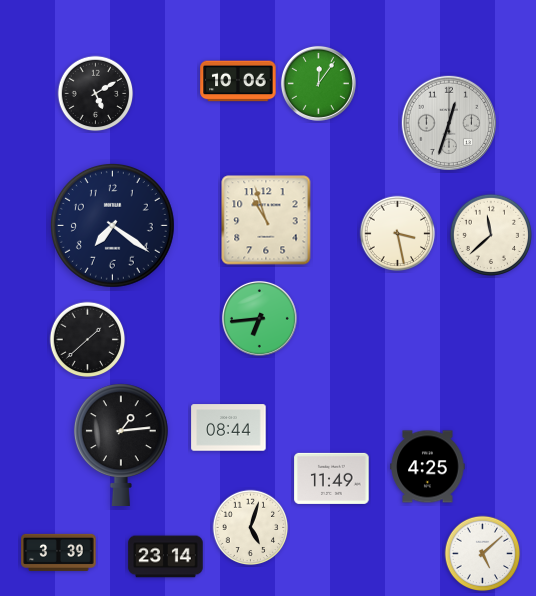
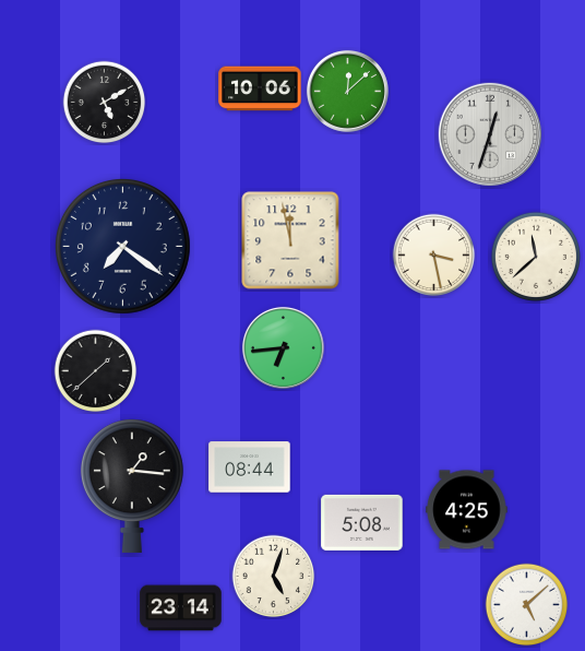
clock at (318, 83): 12:06 -> 12:08
clock at (266, 220): 10:57 -> 11:58
clock at (121, 445): 1:14 -> 1:16
clock at (332, 478): 11:49 -> 5:08
clock at (59, 552): 3:39 -> none
